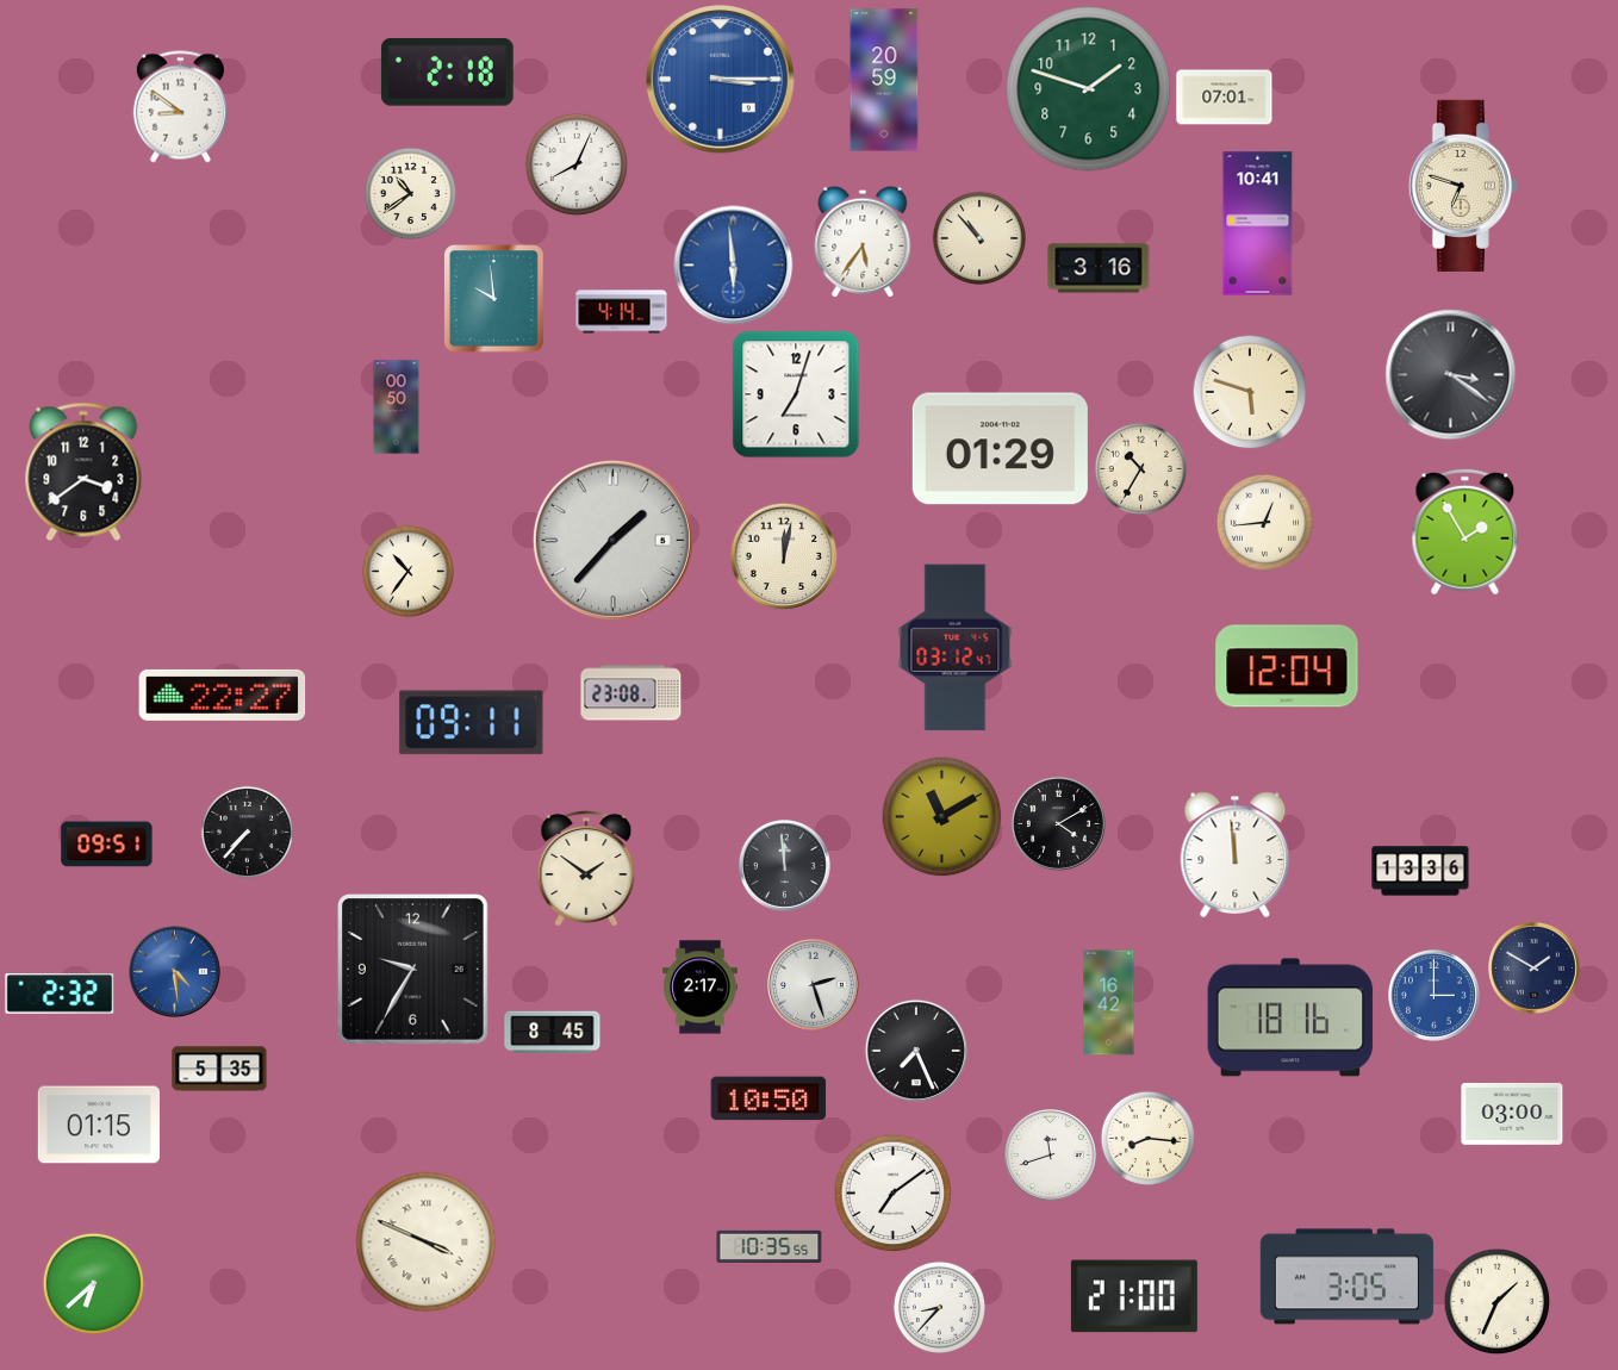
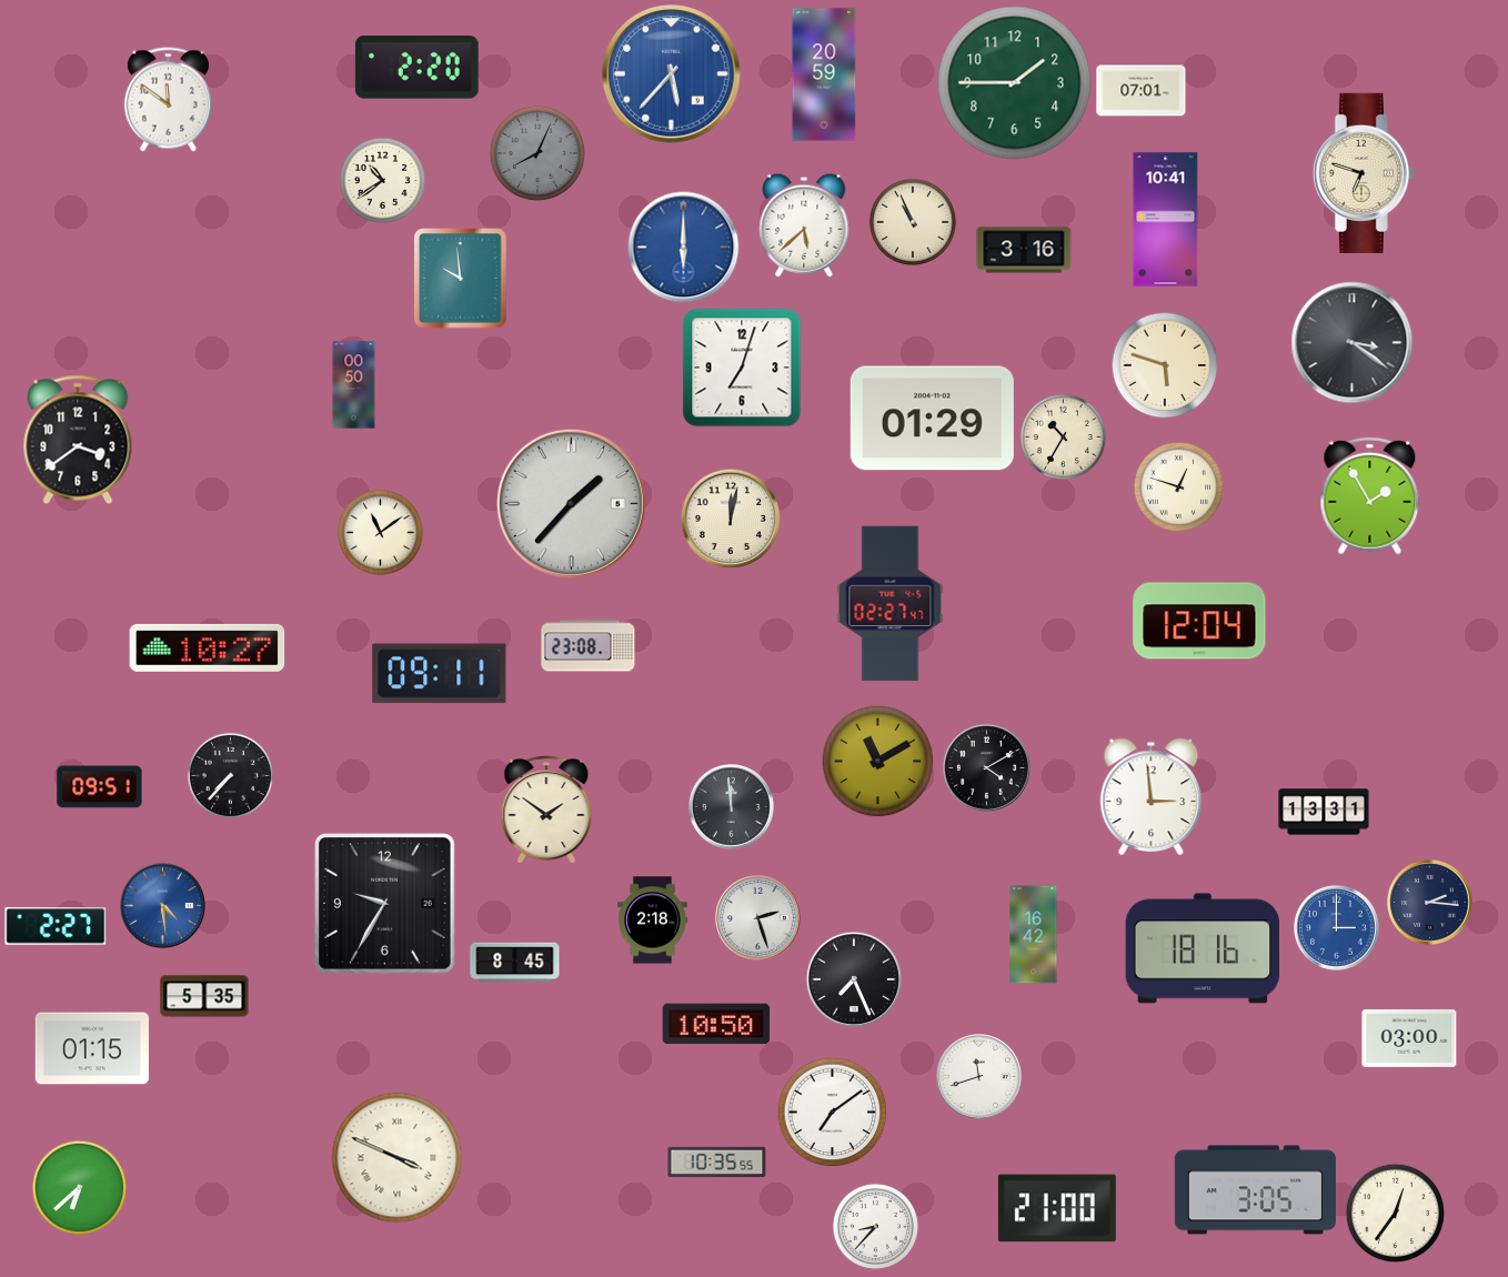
clock at (447, 73): 2:18 -> 2:20
clock at (721, 80): 3:15 -> 5:37
clock at (1089, 89): 1:48 -> 1:45
clock at (180, 107): 8:51 -> 11:51
clock at (577, 164) dial: white -> grey
clock at (1258, 224) position: (1258, 224) -> (1166, 220)
clock at (978, 237): 10:53 -> 10:56
clock at (863, 242): 5:36 -> 5:38
clock at (734, 266): 5:59 -> 6:00
clock at (622, 312): 4:14 -> none
clock at (1451, 375) position: (1451, 375) -> (1353, 343)
clock at (397, 407) position: (397, 407) -> (354, 385)
clock at (1264, 522): 12:44 -> 12:48
clock at (1465, 533) position: (1465, 533) -> (1370, 496)
clock at (407, 571): 10:36 -> 11:09
clock at (956, 648): 03:12 -> 02:27
clock at (223, 695): 22:27 -> 10:27
clock at (1236, 854): 11:59 -> 2:59
clock at (1420, 871): 13:36 -> 13:31
clock at (1535, 969): 1:50 -> 2:16
clock at (701, 988): 2:17 -> 2:18
clock at (60, 994): 2:32 -> 2:27
clock at (1147, 1138): 8:16 -> none
clock at (93, 1283) position: (93, 1283) -> (79, 1187)
clock at (1496, 1301): 1:34 -> 12:36
clock at (939, 1307) position: (939, 1307) -> (875, 1226)
